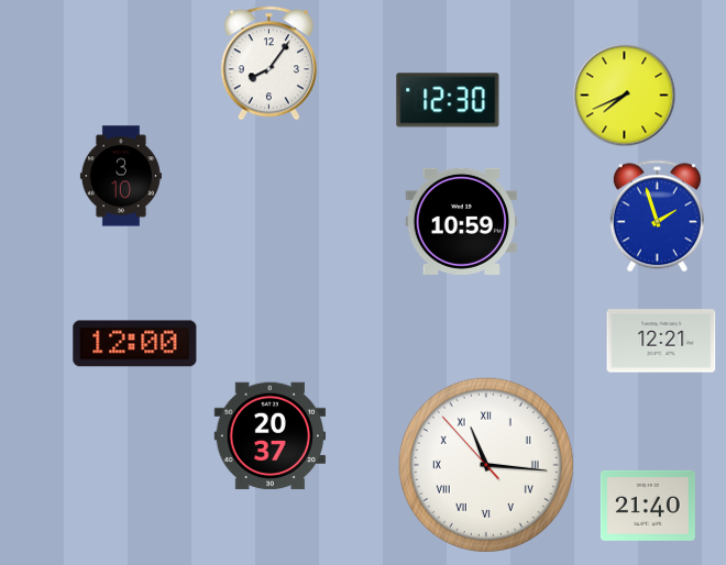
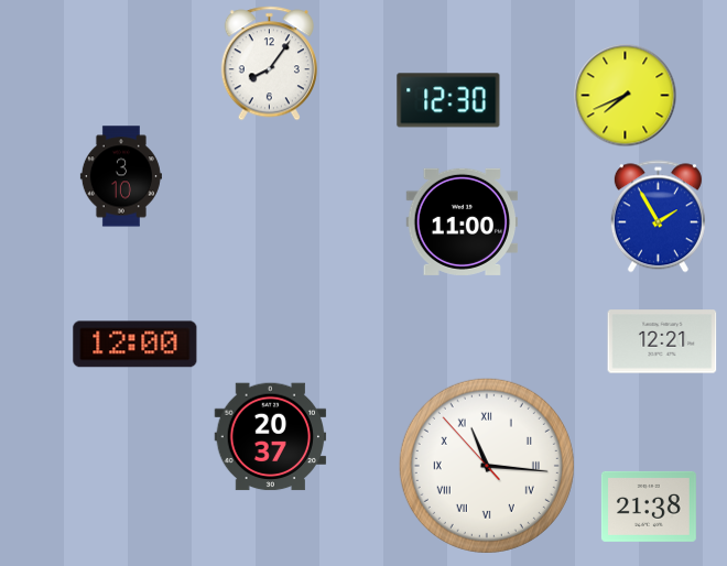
clock at (657, 217): 1:57 -> 1:55
clock at (462, 221): 10:59 -> 11:00
clock at (648, 506): 21:40 -> 21:38
